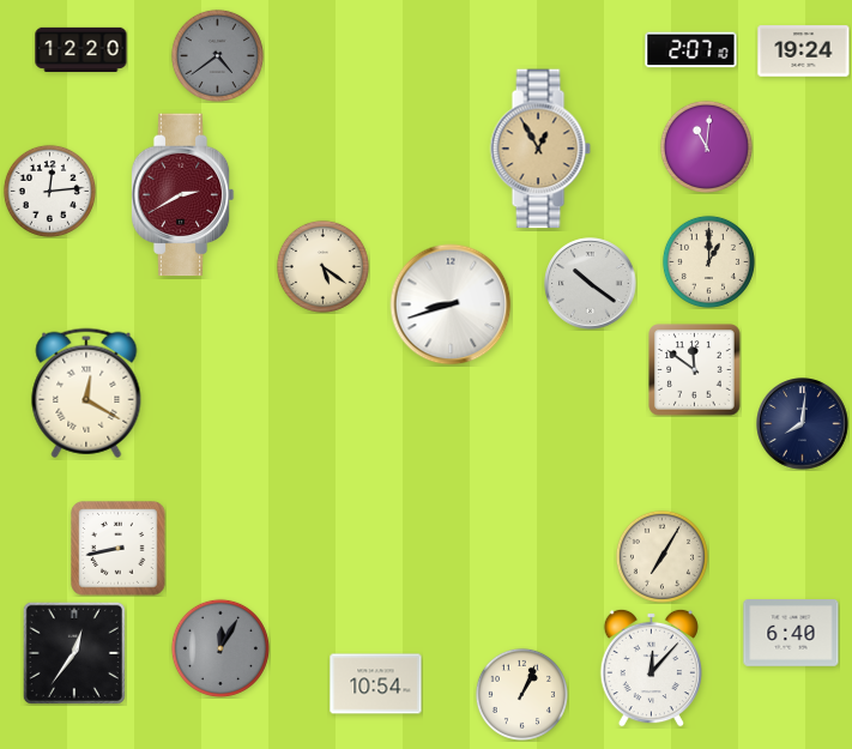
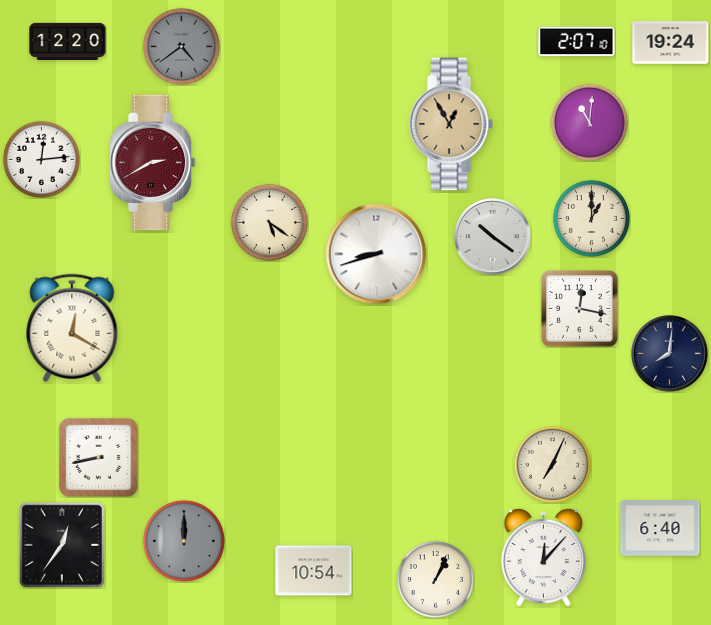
clock at (695, 370): 11:51 -> 12:17
clock at (661, 556): 7:05 -> 7:04
clock at (220, 648): 12:05 -> 12:00
